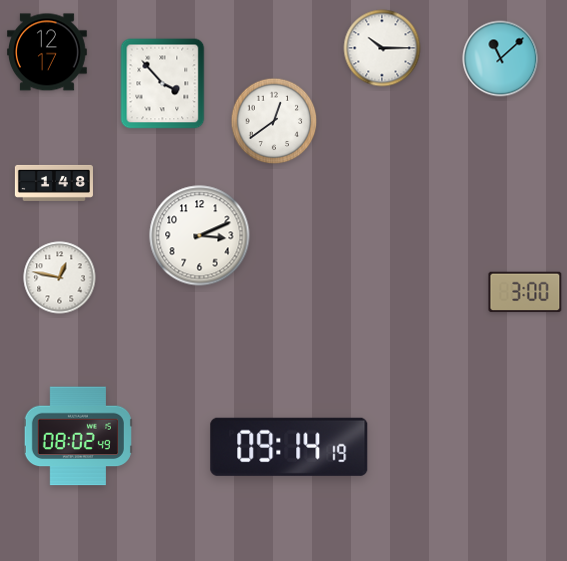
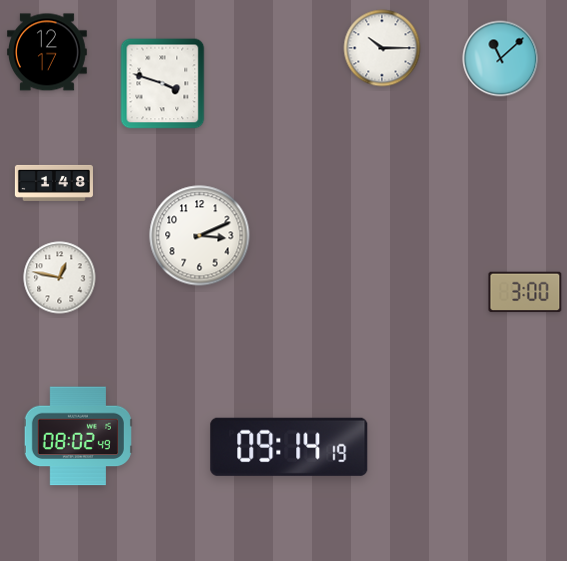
clock at (163, 84): 3:53 -> 3:48
clock at (274, 121): 12:39 -> none
